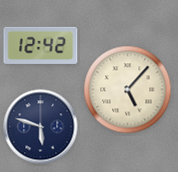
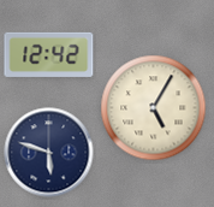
clock at (128, 90): 5:07 -> 5:05
